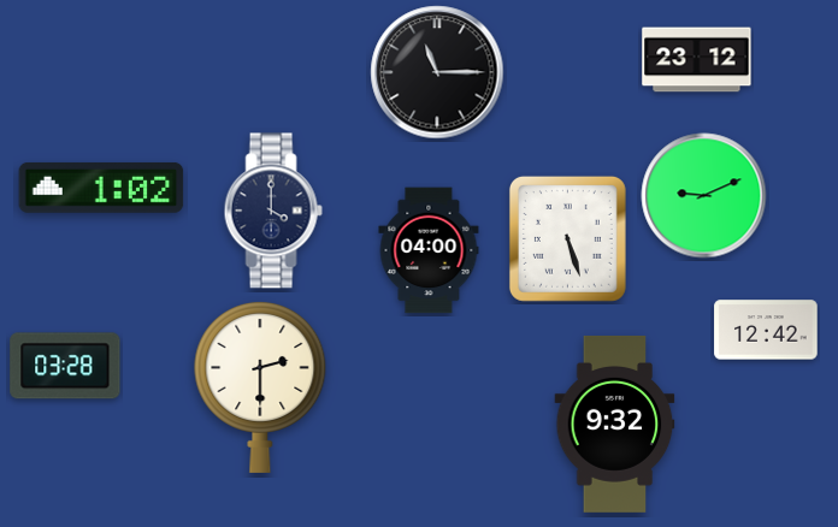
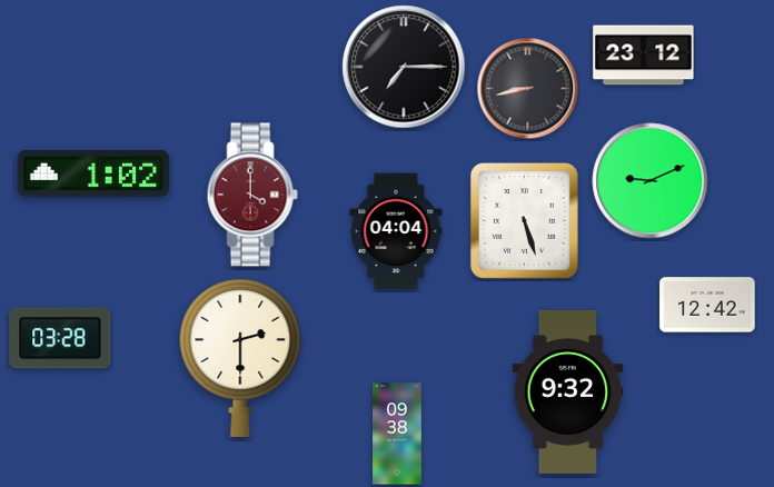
clock at (437, 72): 11:15 -> 7:15
clock at (528, 89): none -> 8:43
clock at (273, 211) dial: navy -> burgundy
clock at (429, 250): 04:00 -> 04:04
clock at (397, 434): none -> 09:38
